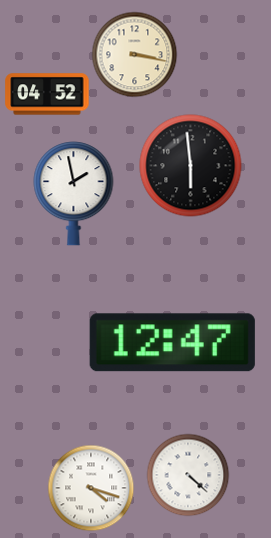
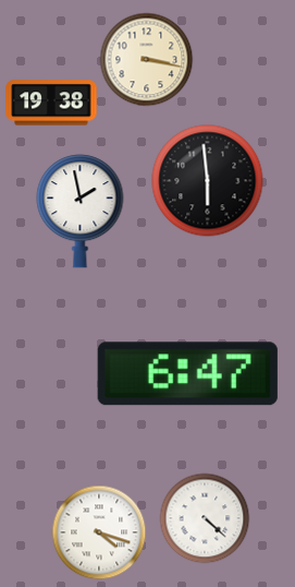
clock at (47, 94): 04:52 -> 19:38
clock at (172, 343): 12:47 -> 6:47
